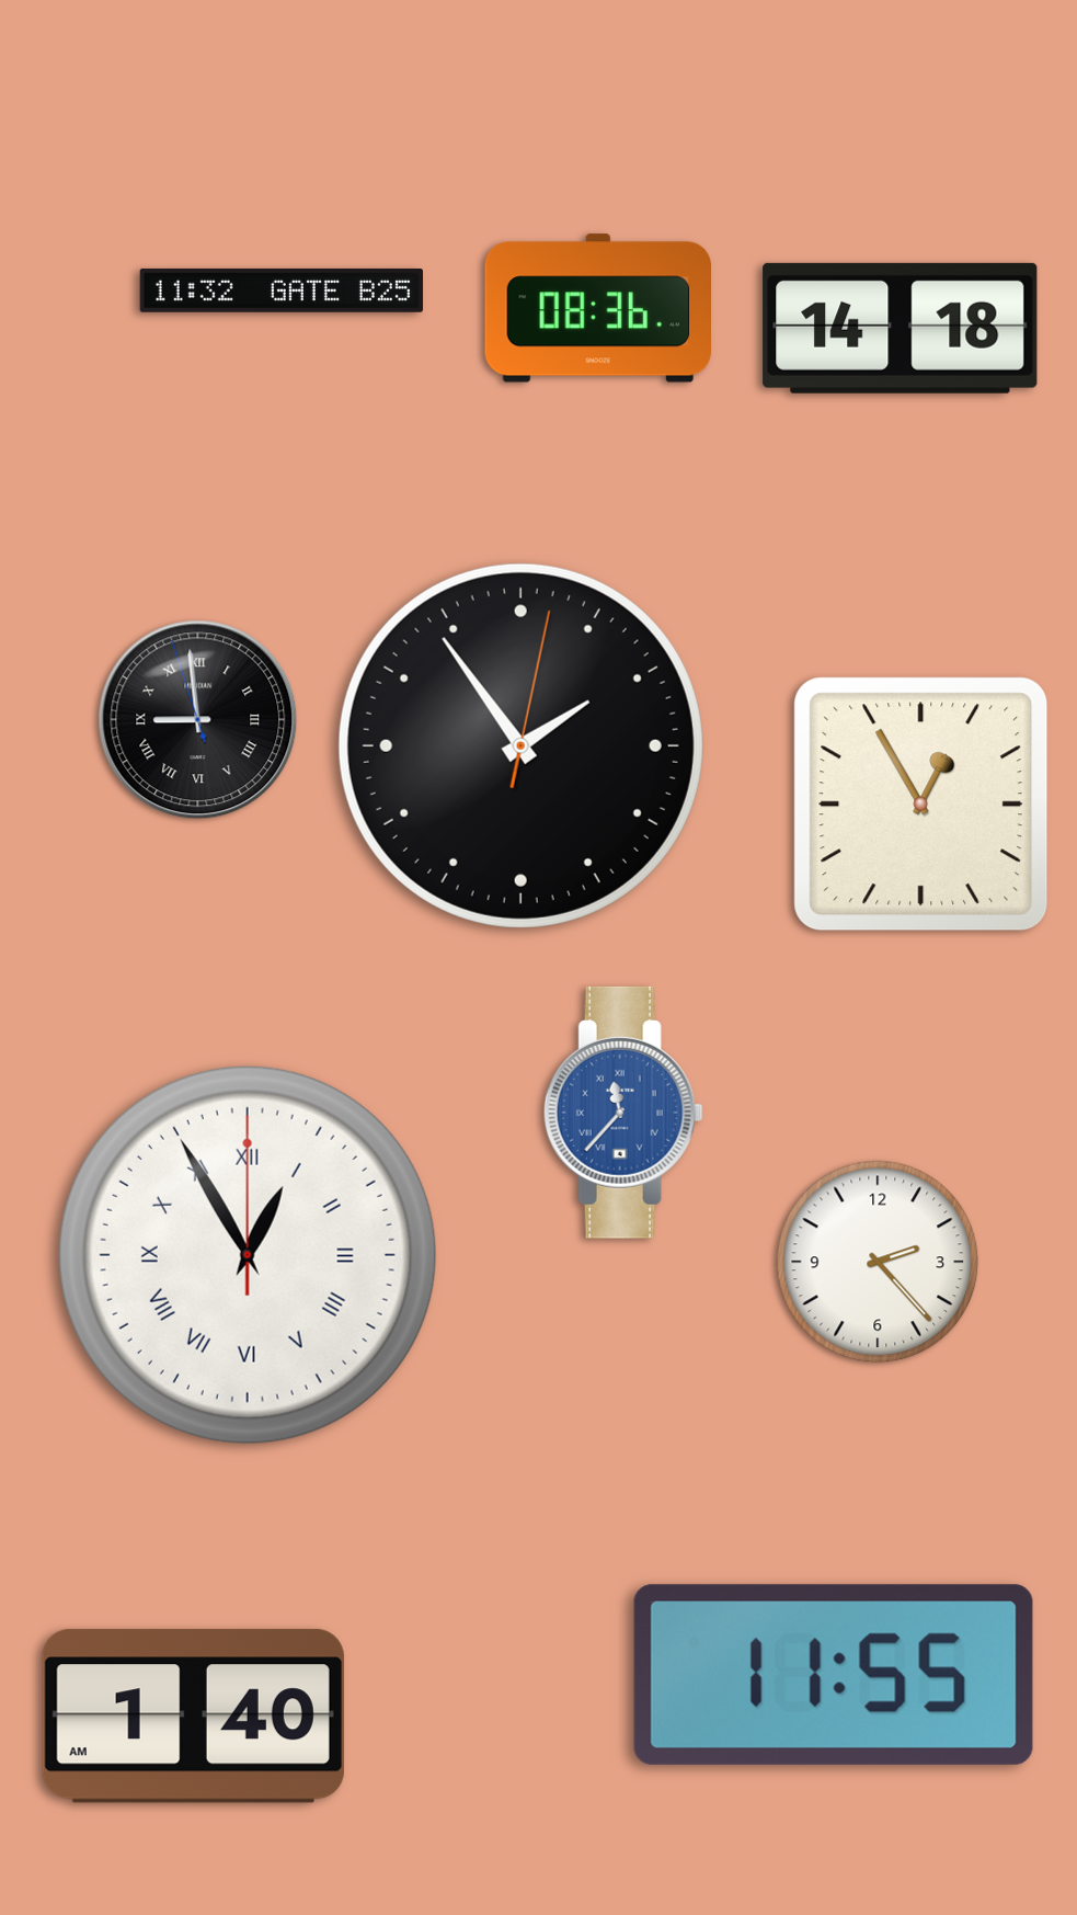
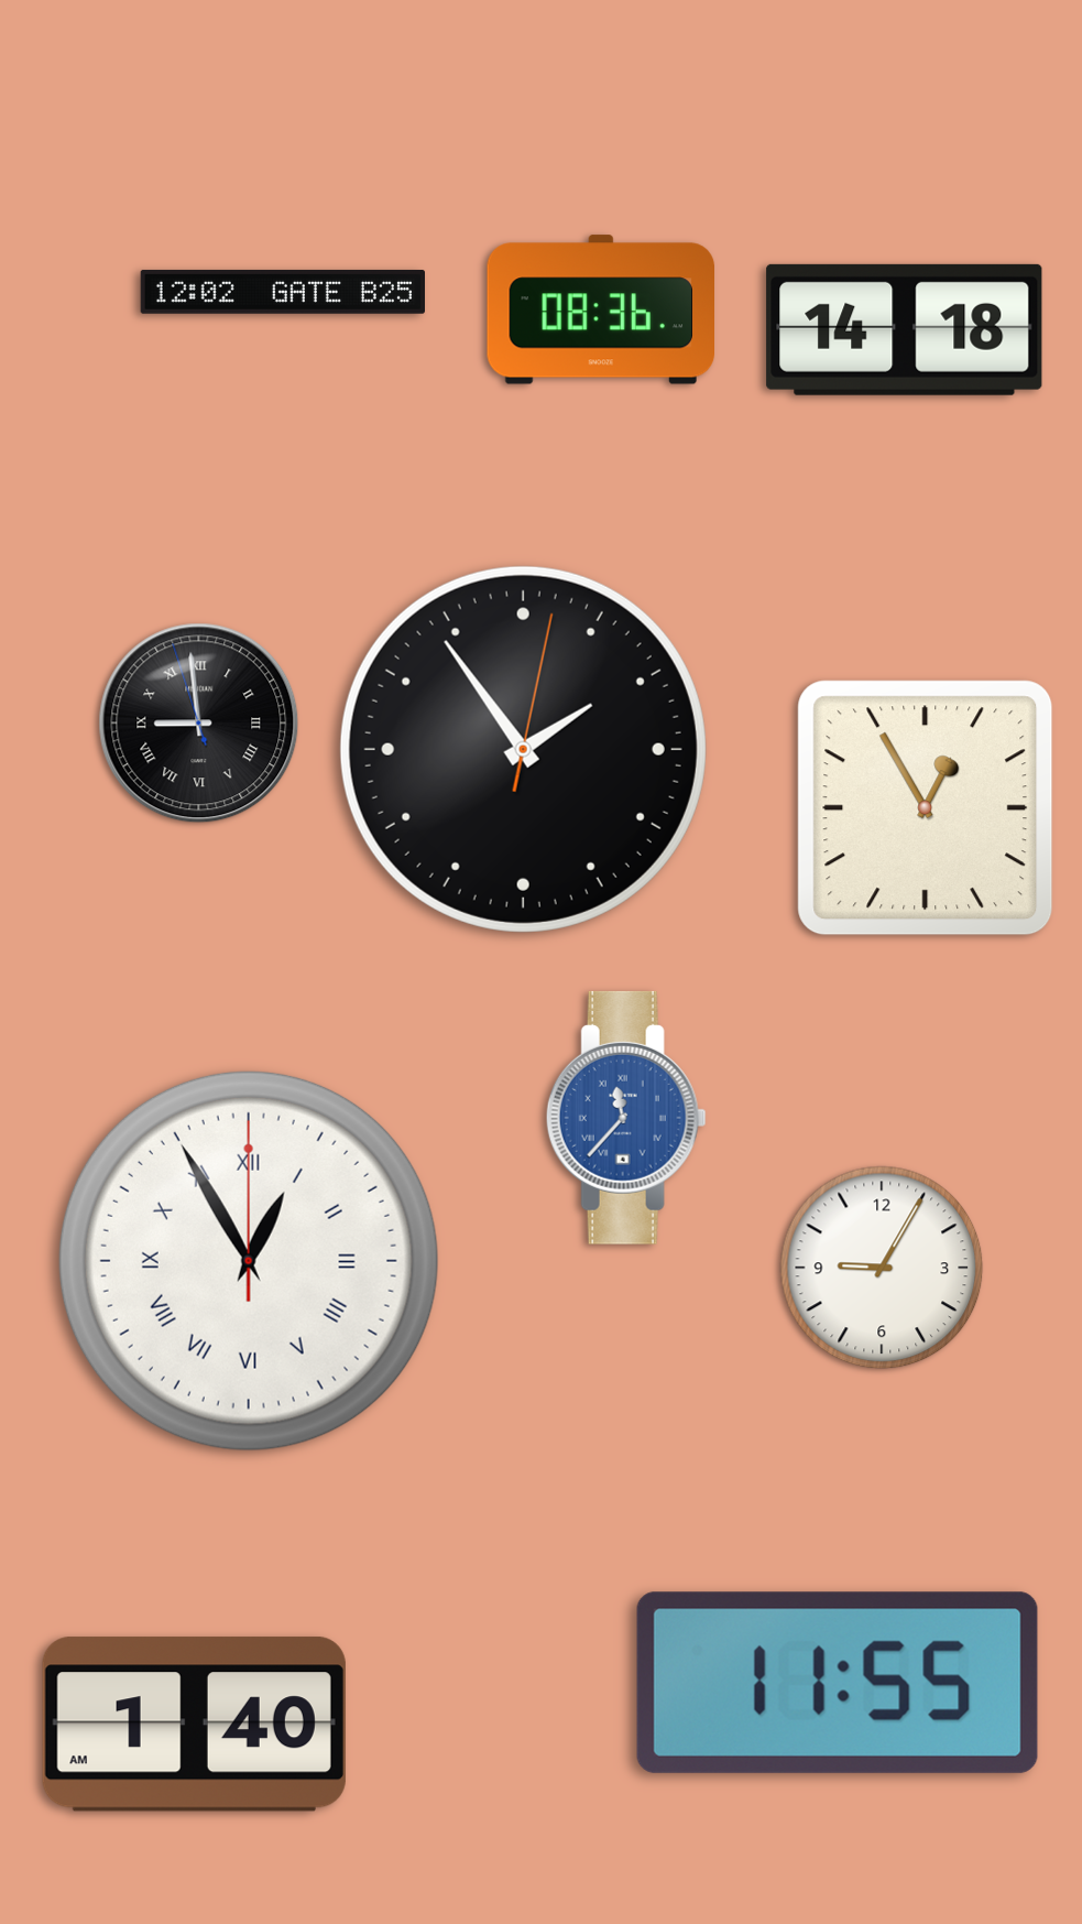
clock at (280, 290): 11:32 -> 12:02
clock at (878, 1262): 2:23 -> 9:05
